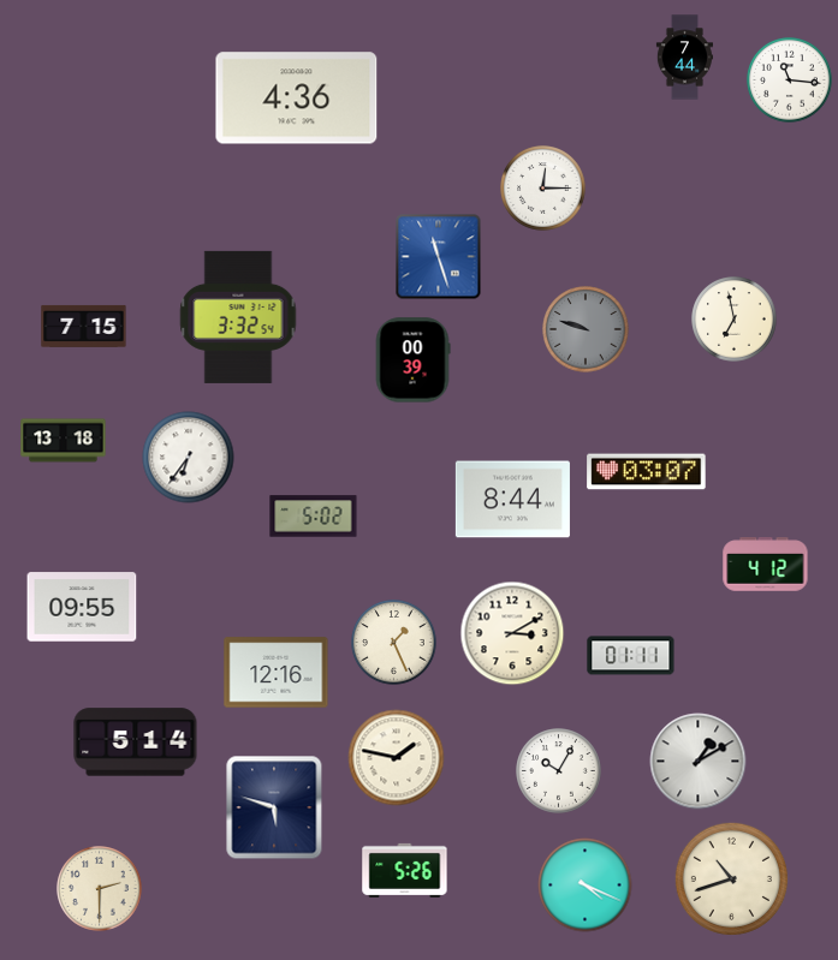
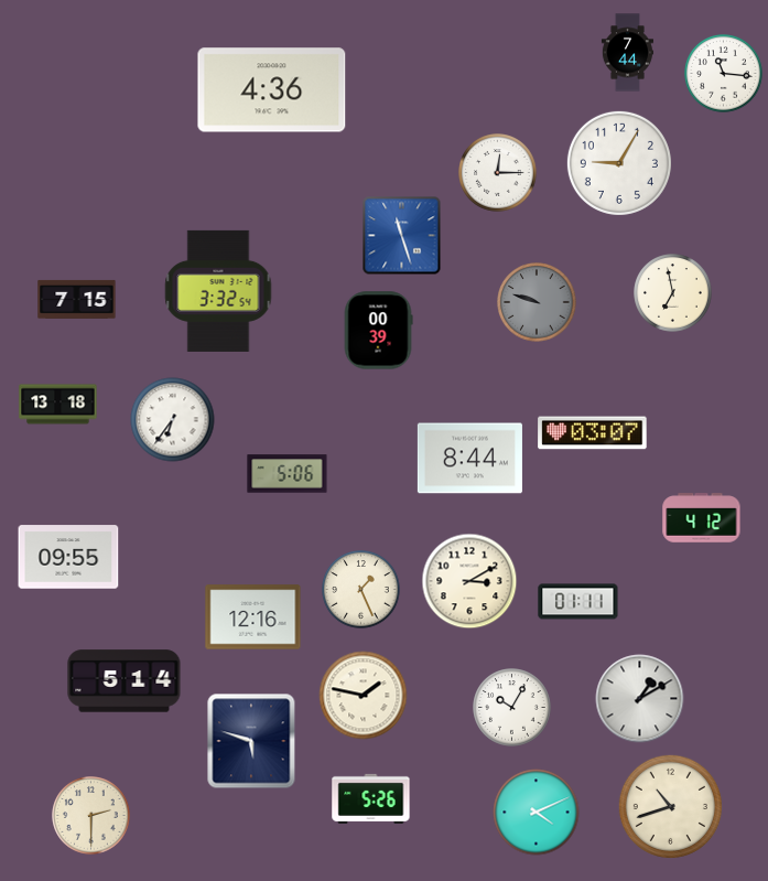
clock at (619, 163): none -> 9:05
clock at (314, 517): 5:02 -> 5:06
clock at (82, 607) position: (82, 607) -> (68, 557)
clock at (586, 886): 4:19 -> 4:11
